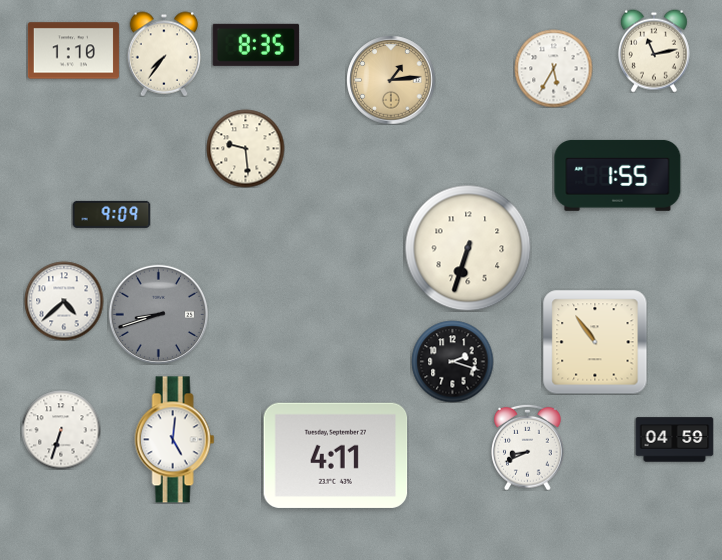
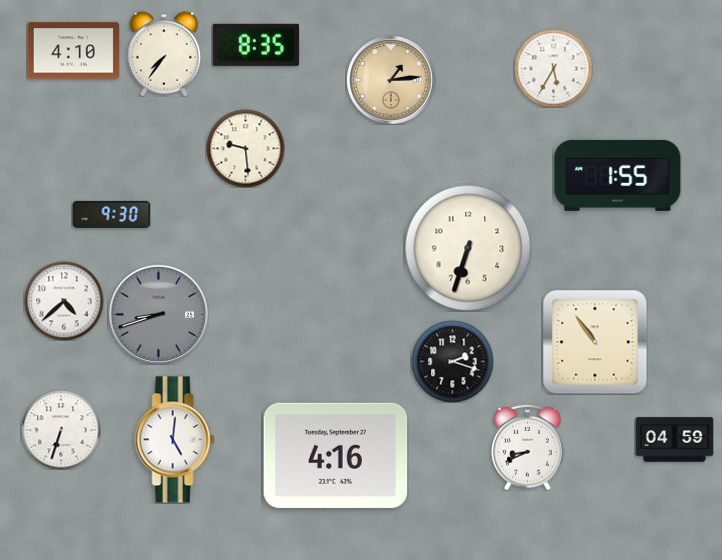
clock at (73, 51): 1:10 -> 4:10
clock at (654, 51): 11:13 -> none
clock at (111, 214): 9:09 -> 9:30
clock at (336, 455): 4:11 -> 4:16
